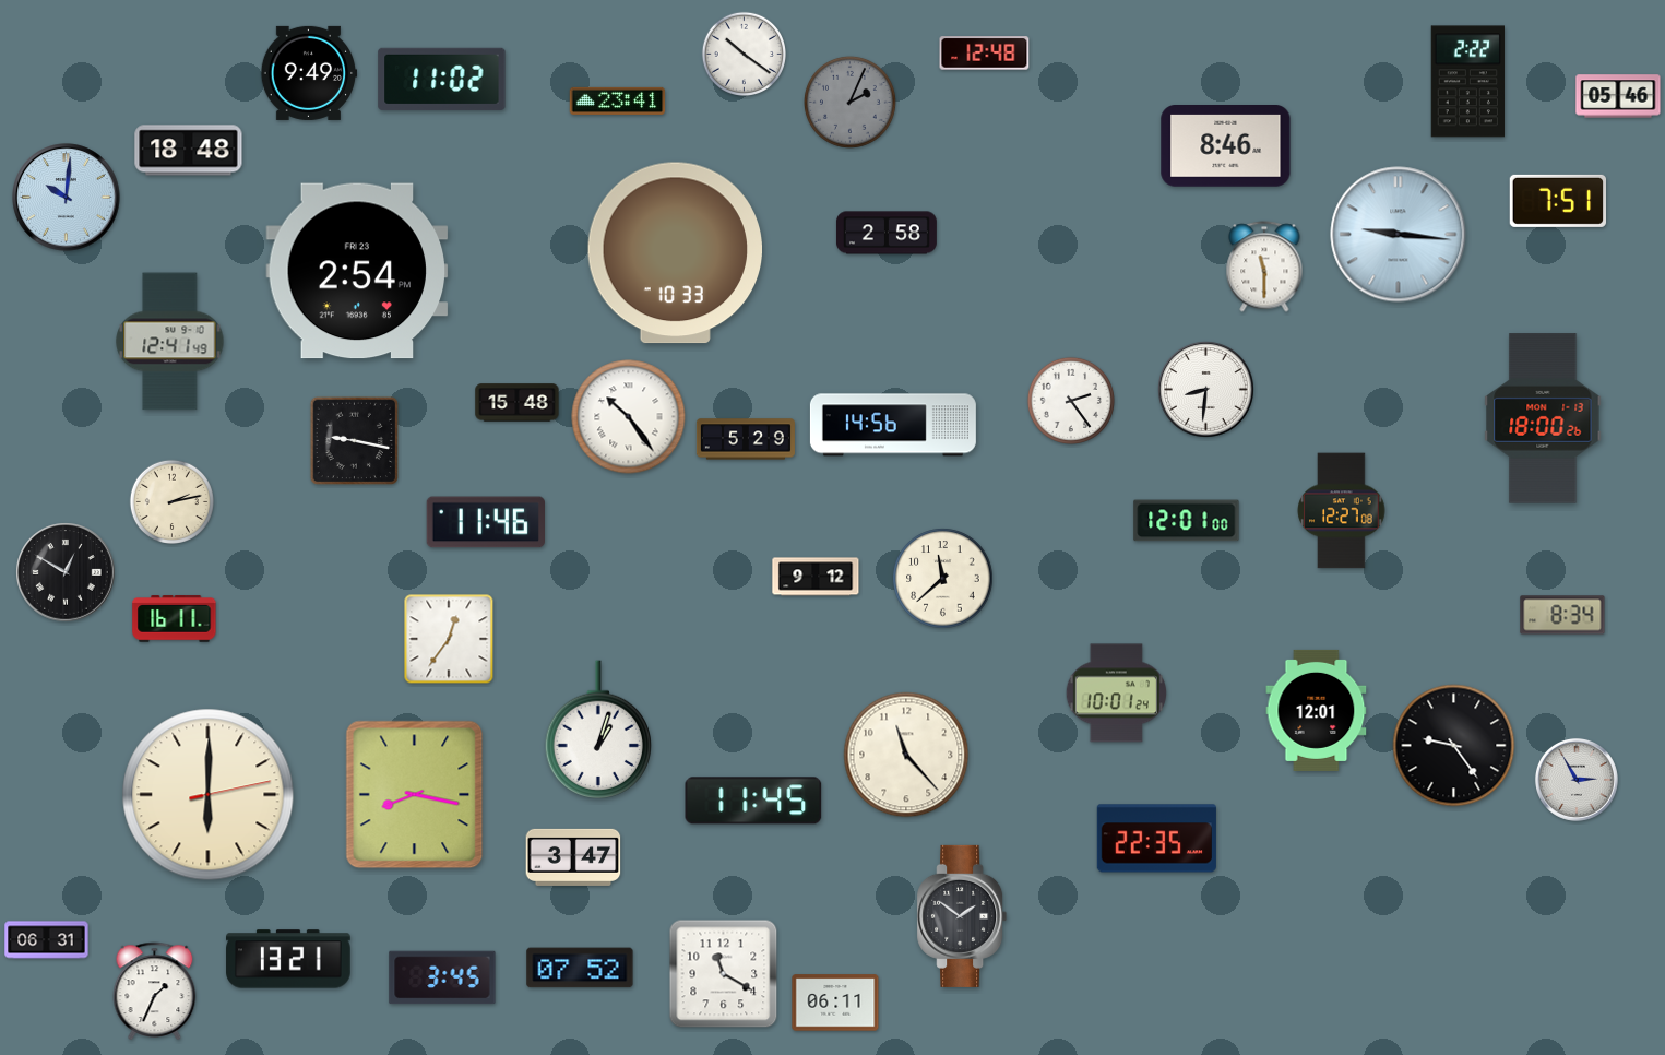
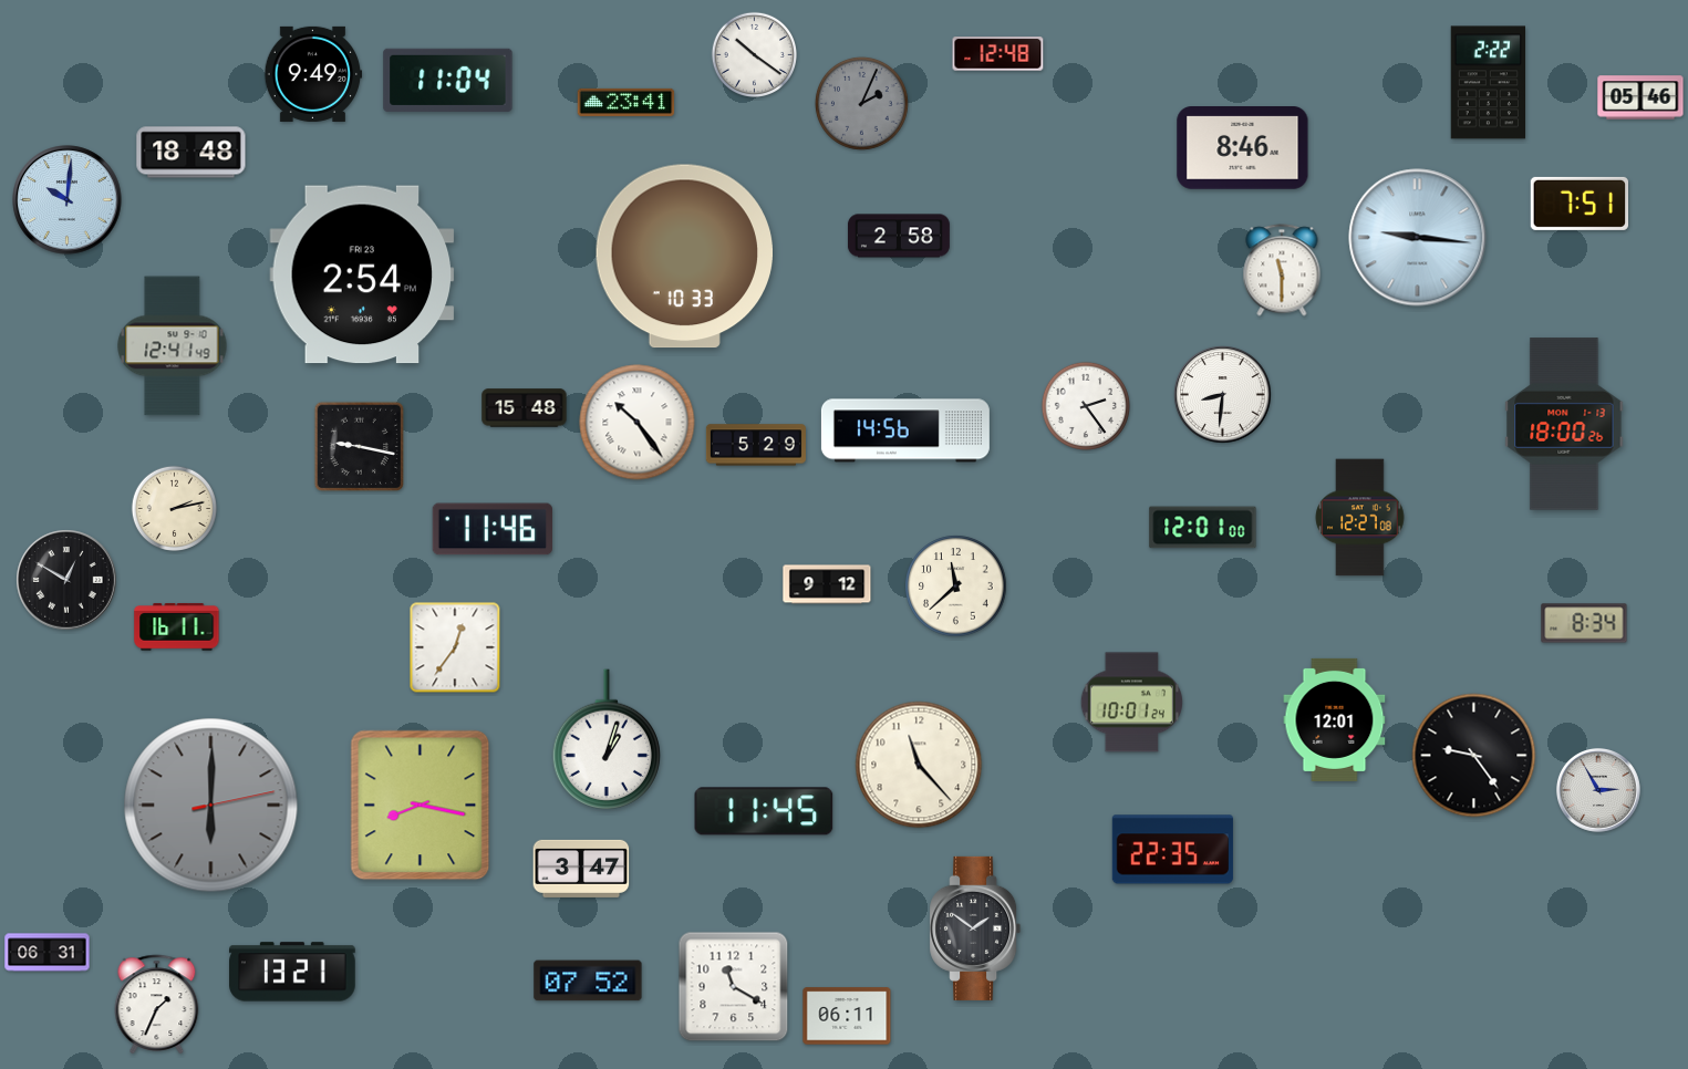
clock at (442, 79): 11:02 -> 11:04
clock at (209, 795) dial: cream -> grey
clock at (442, 977): 3:45 -> none
